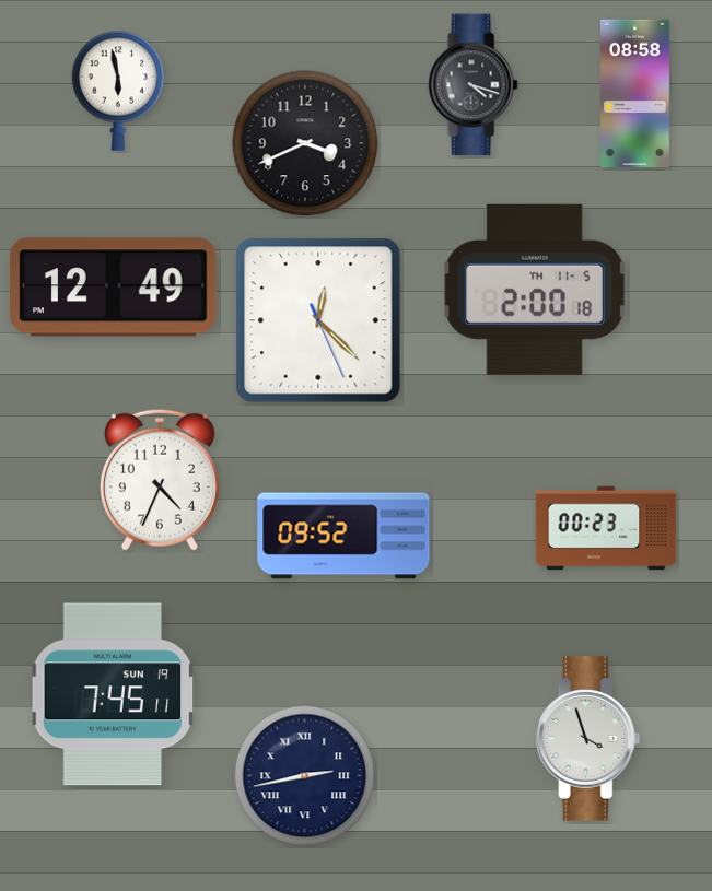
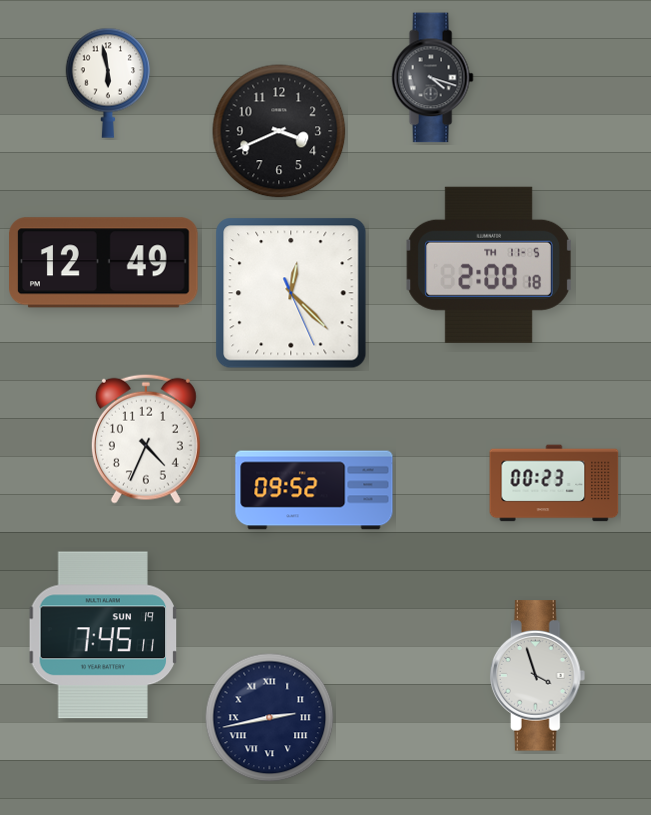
clock at (635, 94): 08:58 -> none
clock at (305, 776) position: (305, 776) -> (270, 718)
